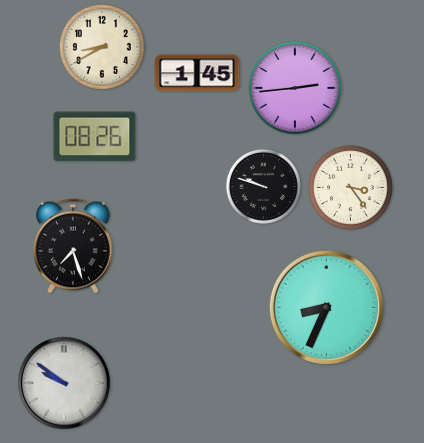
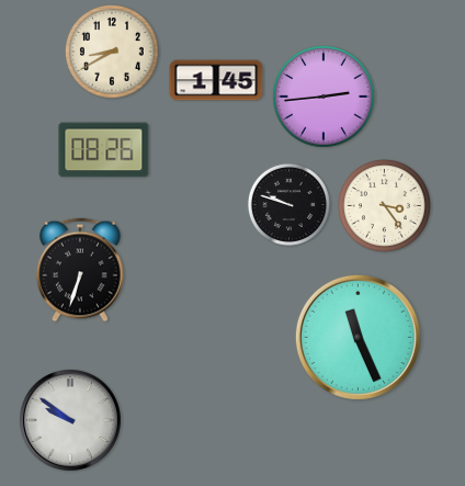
clock at (74, 246): 7:27 -> 6:33
clock at (326, 307): 8:34 -> 11:26
